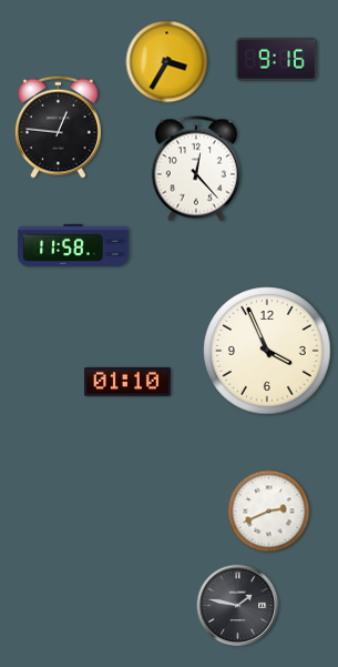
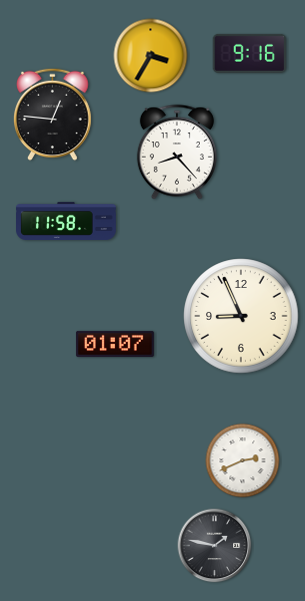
clock at (196, 169): 12:23 -> 8:23
clock at (267, 351): 3:56 -> 8:56
clock at (127, 382): 01:10 -> 01:07
